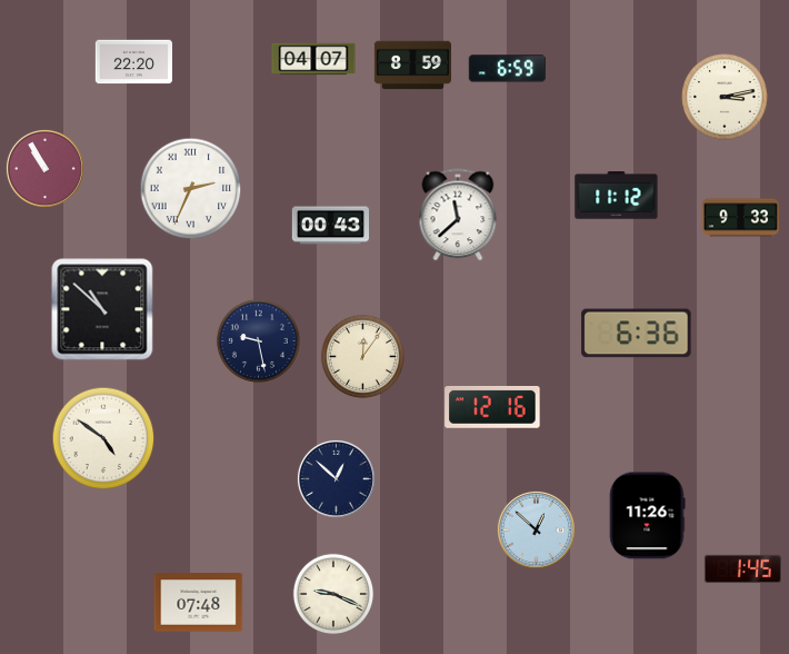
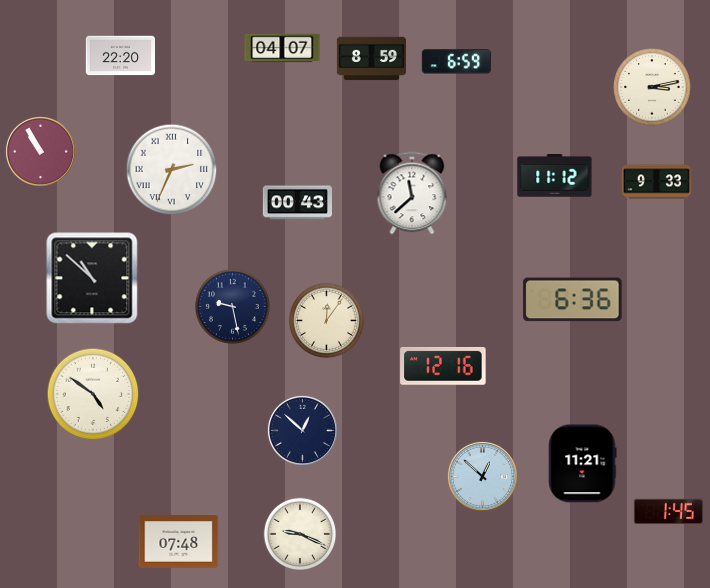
clock at (313, 59) position: (313, 59) -> (282, 48)
clock at (740, 218) position: (740, 218) -> (656, 182)
clock at (647, 516): 11:26 -> 11:21
